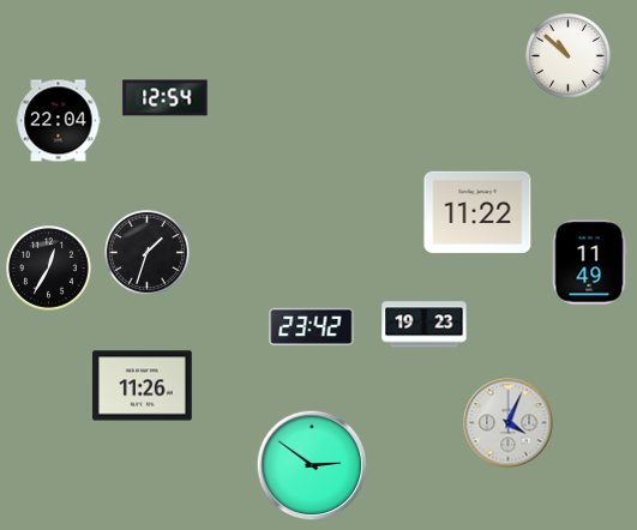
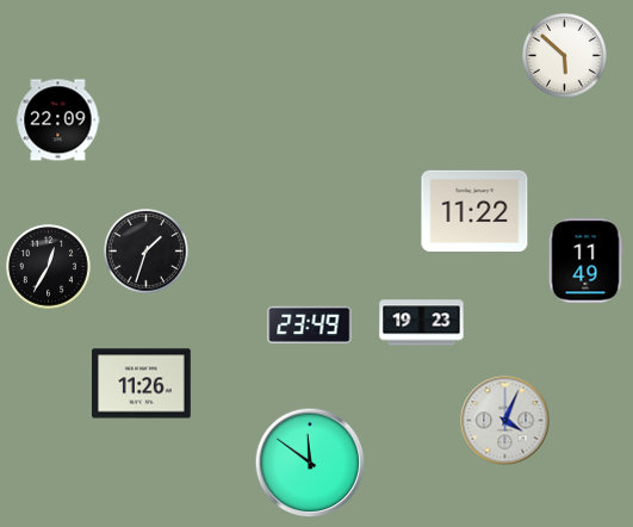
clock at (569, 56): 10:52 -> 5:52
clock at (166, 98): 12:54 -> none
clock at (59, 121): 22:04 -> 22:09
clock at (312, 327): 23:42 -> 23:49
clock at (312, 465): 2:51 -> 11:51
